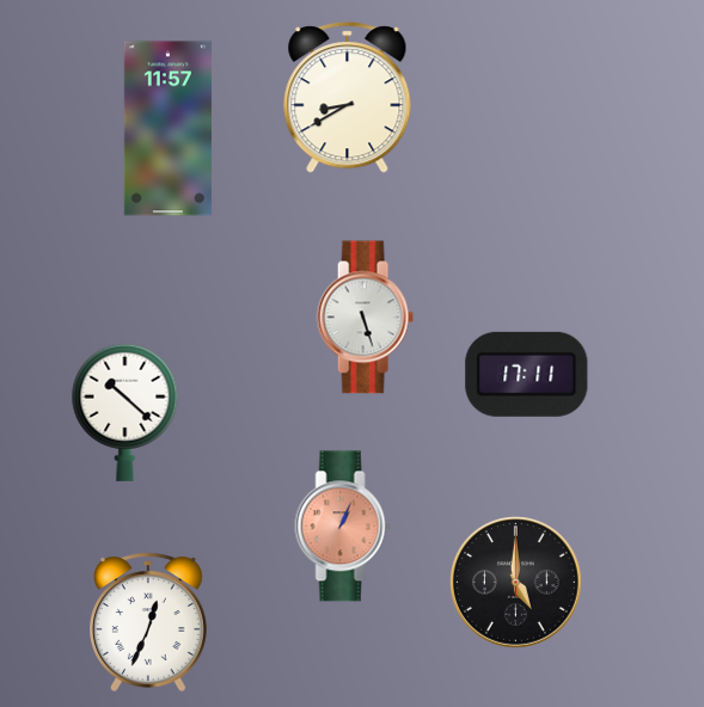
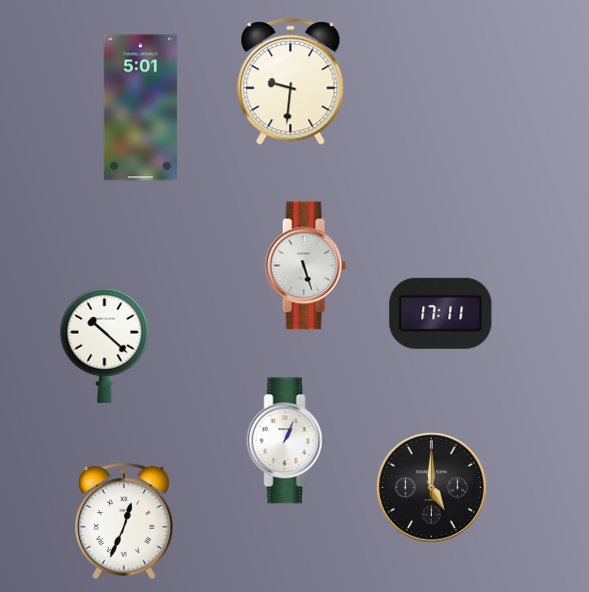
clock at (348, 98): 8:40 -> 9:31
clock at (167, 129): 11:57 -> 5:01
clock at (343, 527) dial: salmon -> white
